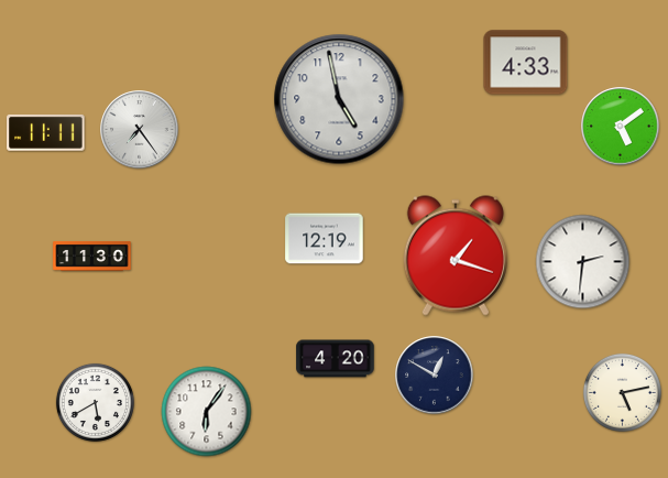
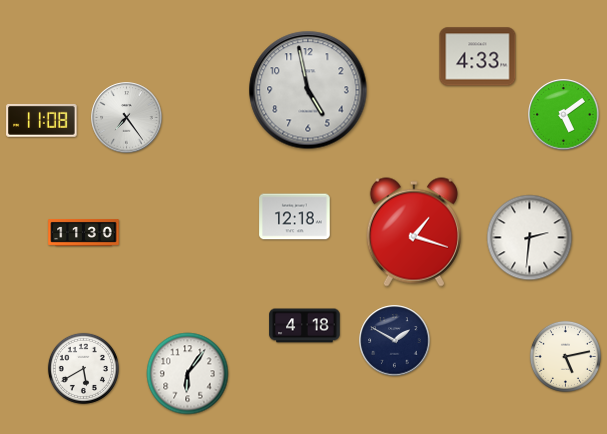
clock at (46, 132): 11:11 -> 11:08
clock at (325, 239): 12:19 -> 12:18
clock at (336, 359): 4:20 -> 4:18
clock at (435, 376): 12:50 -> 1:50
clock at (95, 402) position: (95, 402) -> (83, 368)
